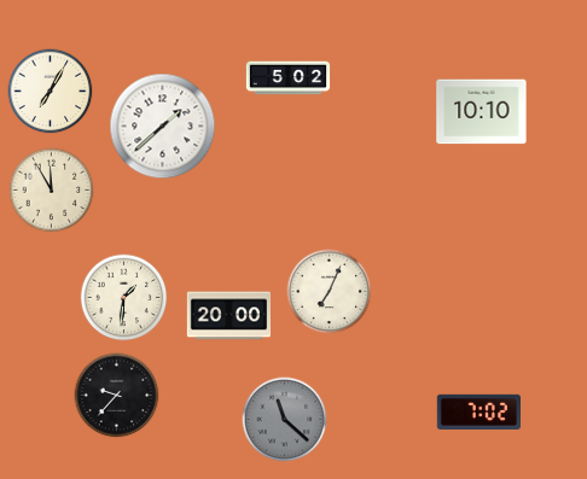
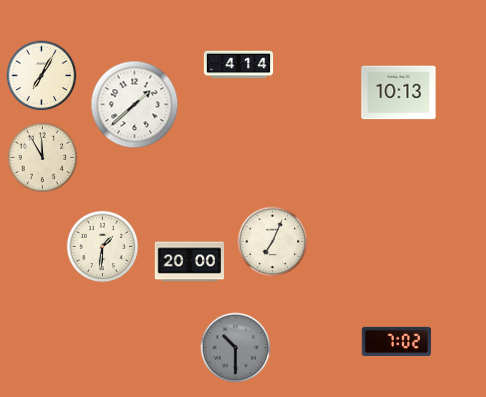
clock at (289, 78): 5:02 -> 4:14
clock at (482, 112): 10:10 -> 10:13
clock at (117, 396): 9:37 -> none
clock at (285, 420): 11:22 -> 10:30
